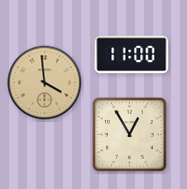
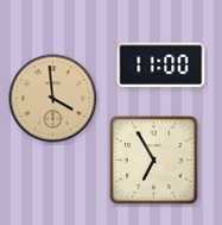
clock at (132, 55) position: (132, 55) -> (161, 65)
clock at (130, 135): 12:55 -> 6:55
